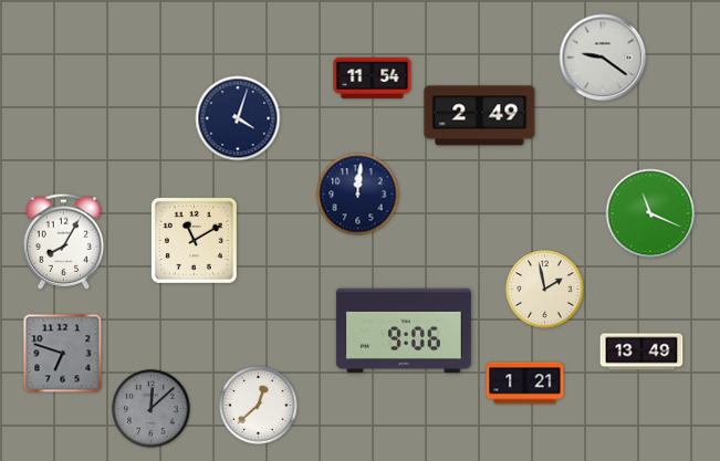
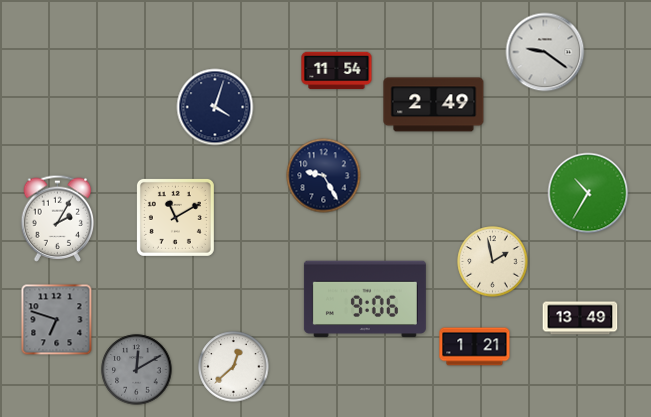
clock at (358, 195): 12:01 -> 9:25
clock at (650, 213): 11:19 -> 10:35
clock at (64, 241): 8:05 -> 2:05
clock at (152, 409): 12:08 -> 12:10
